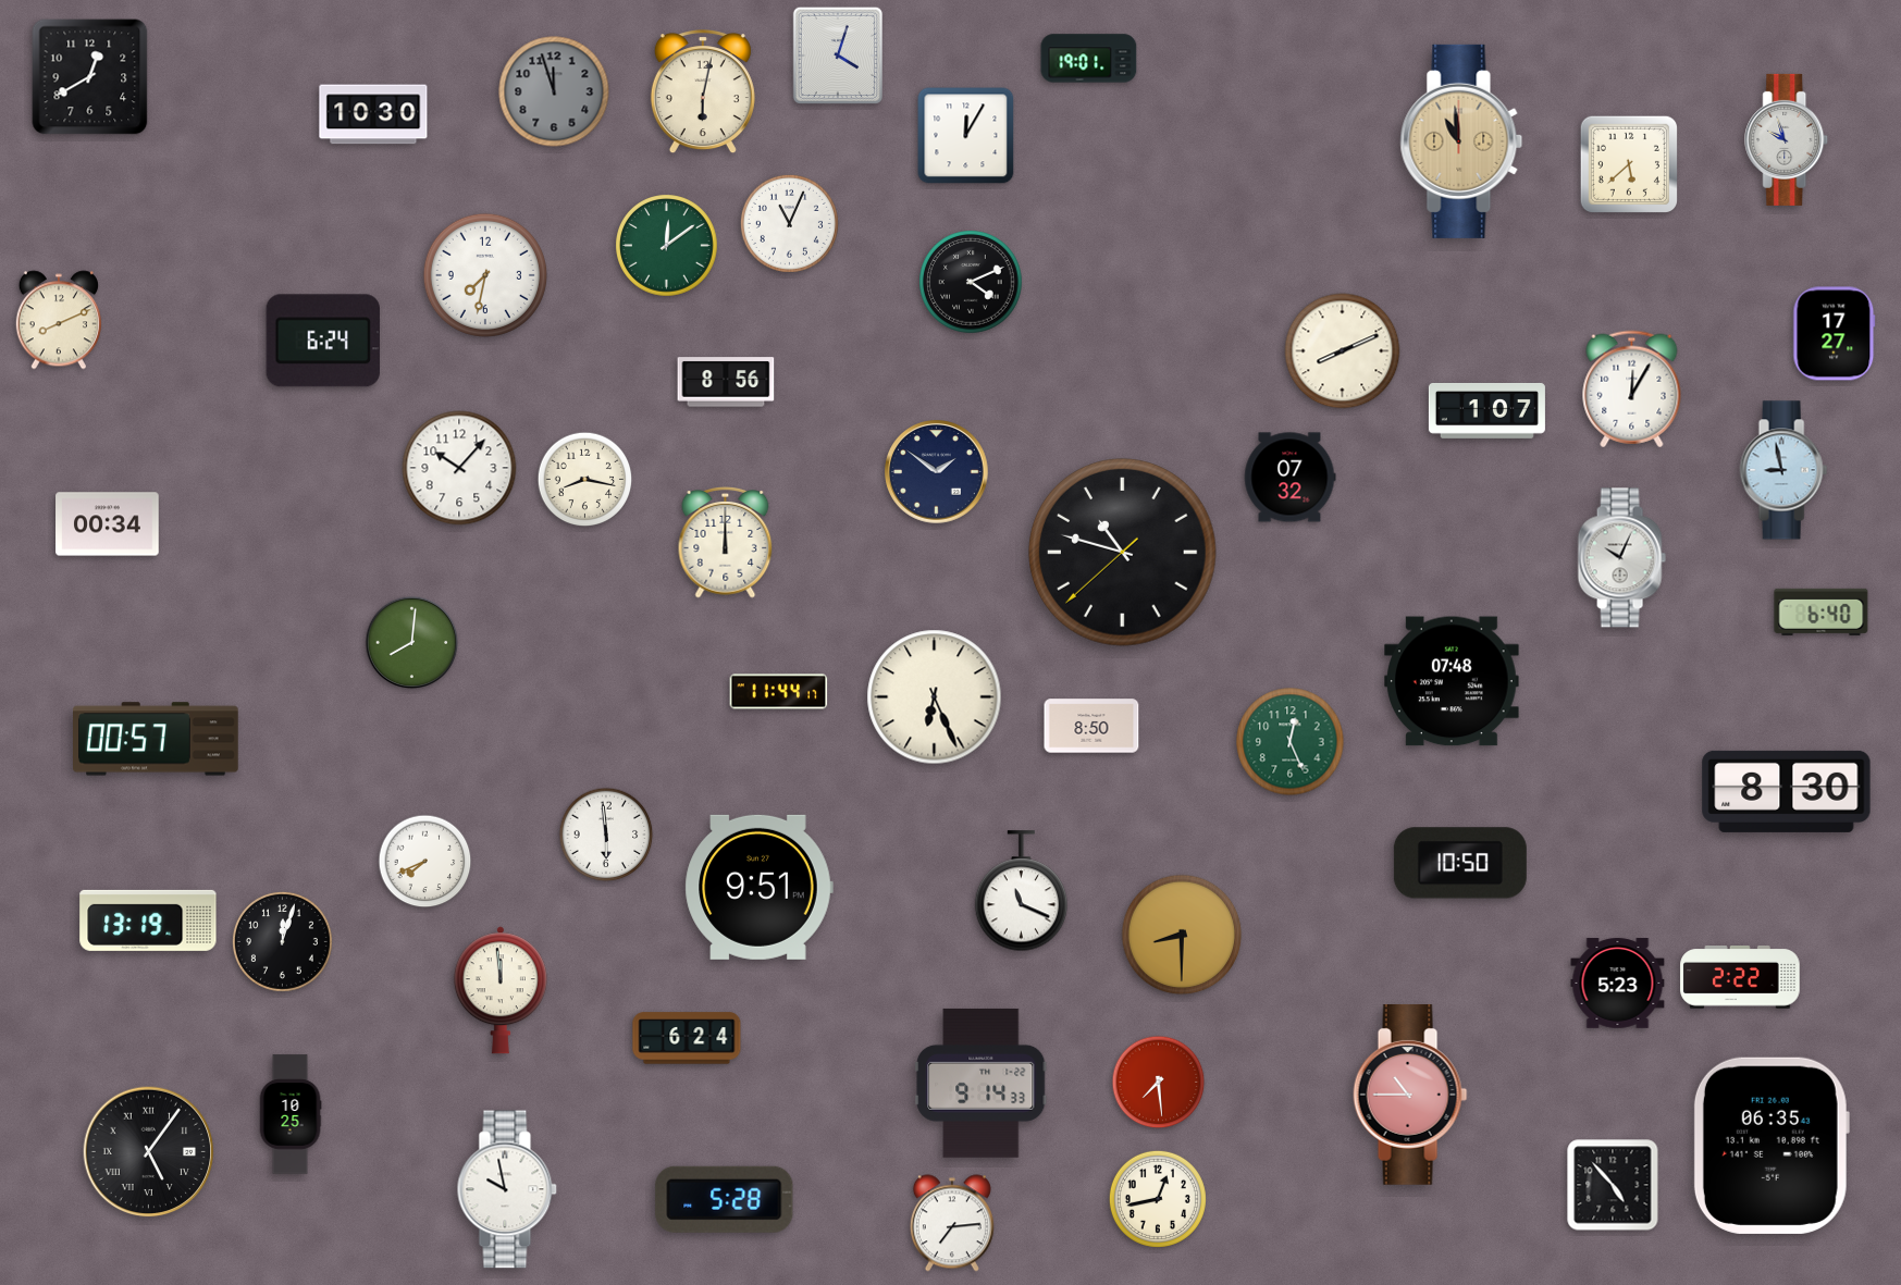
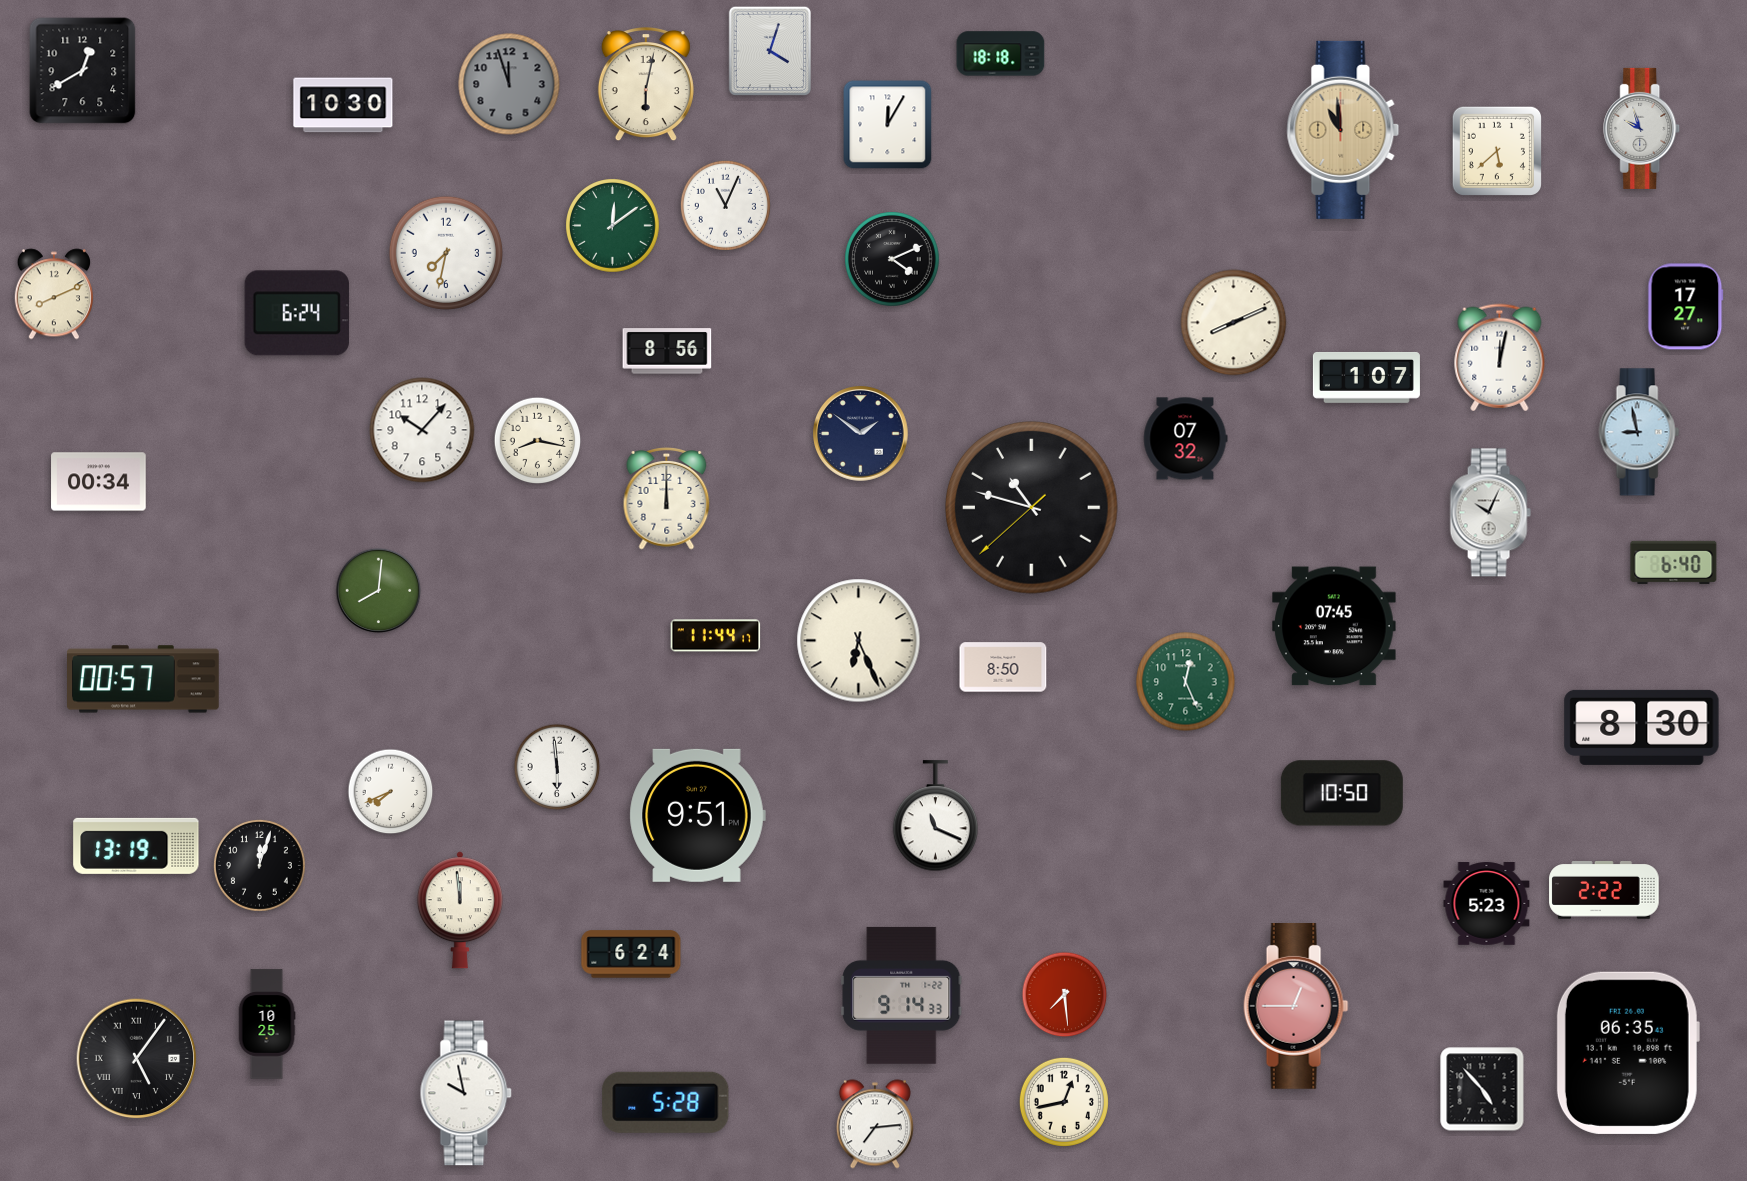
clock at (1089, 59): 19:01 -> 18:18
clock at (1632, 390): 12:05 -> 12:02
clock at (1453, 681): 07:48 -> 07:45
clock at (1022, 891) position: (1022, 891) -> (936, 816)
clock at (1182, 935): 8:30 -> none
clock at (1740, 977) position: (1740, 977) -> (1604, 890)
clock at (1410, 1095): 10:45 -> 12:45
